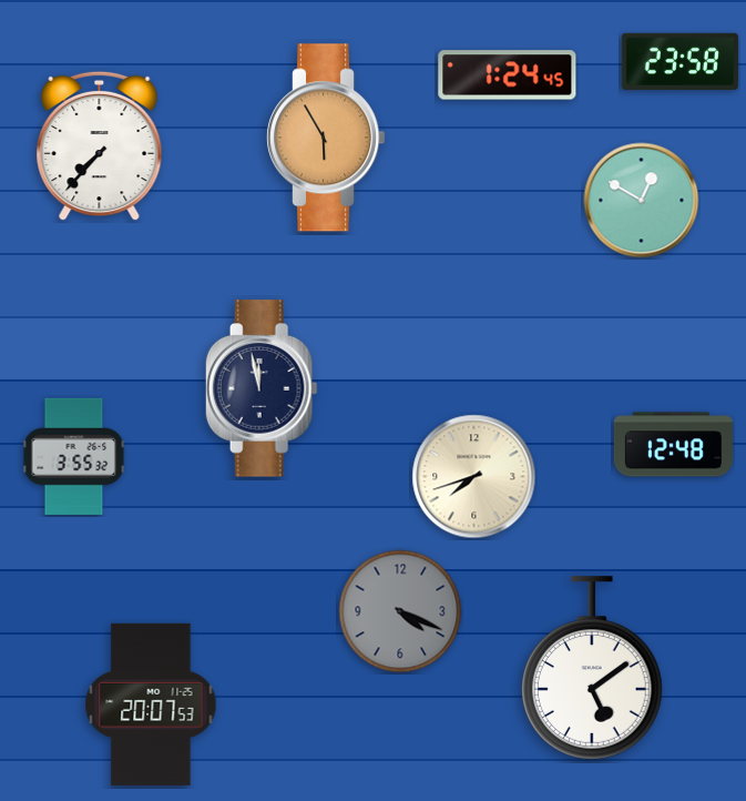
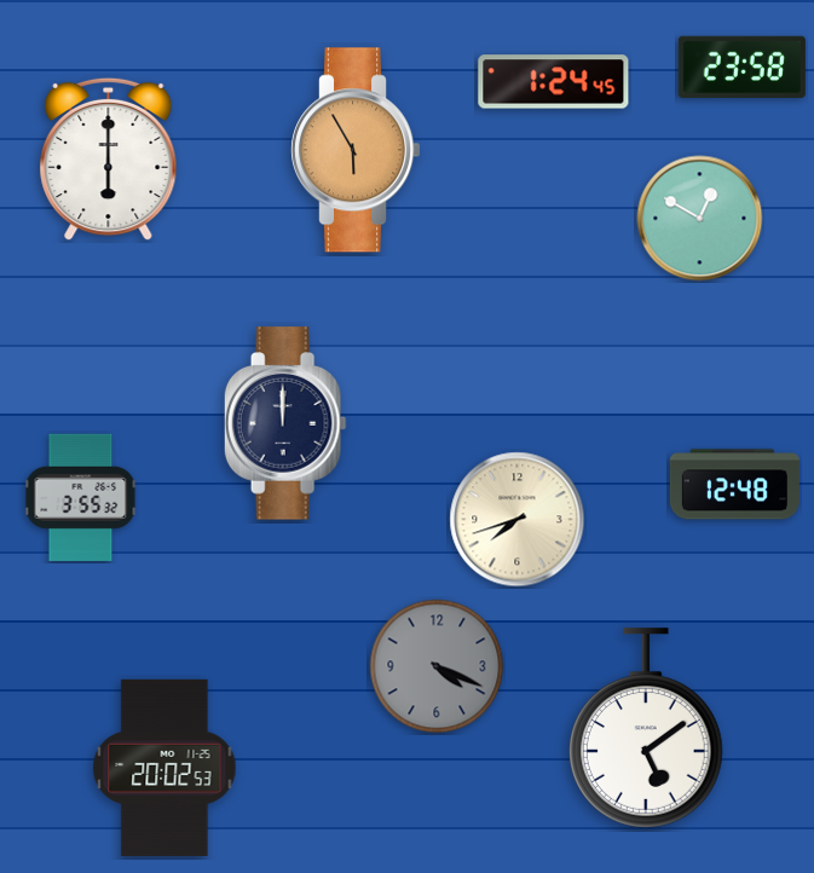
clock at (100, 146): 7:37 -> 6:00
clock at (262, 388): 11:58 -> 12:00
clock at (151, 704): 20:07 -> 20:02
